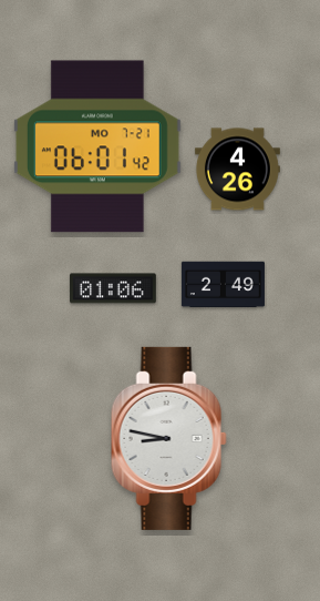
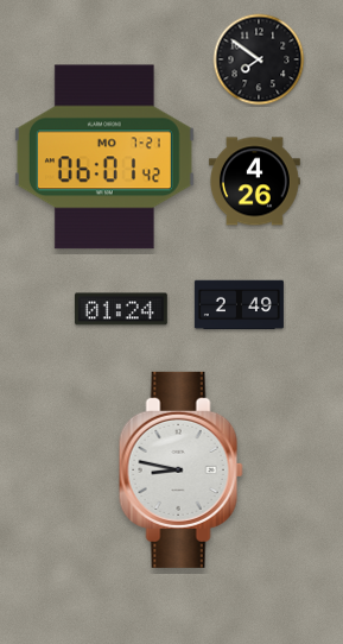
clock at (259, 59): none -> 7:51
clock at (113, 288): 01:06 -> 01:24
